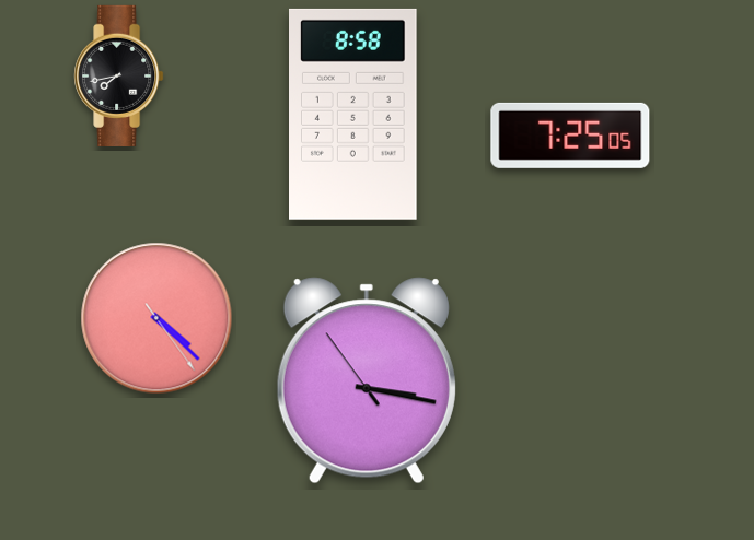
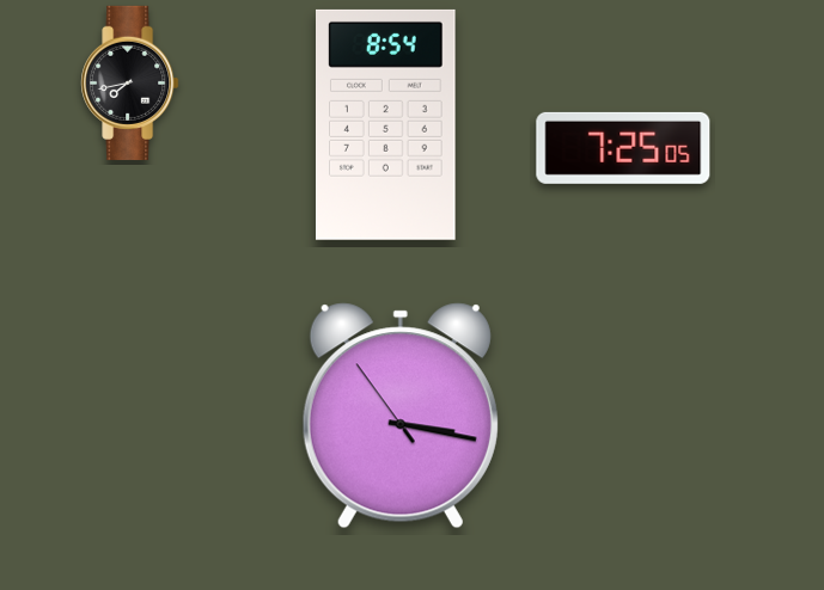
clock at (353, 114): 8:58 -> 8:54
clock at (156, 318): 4:22 -> none
